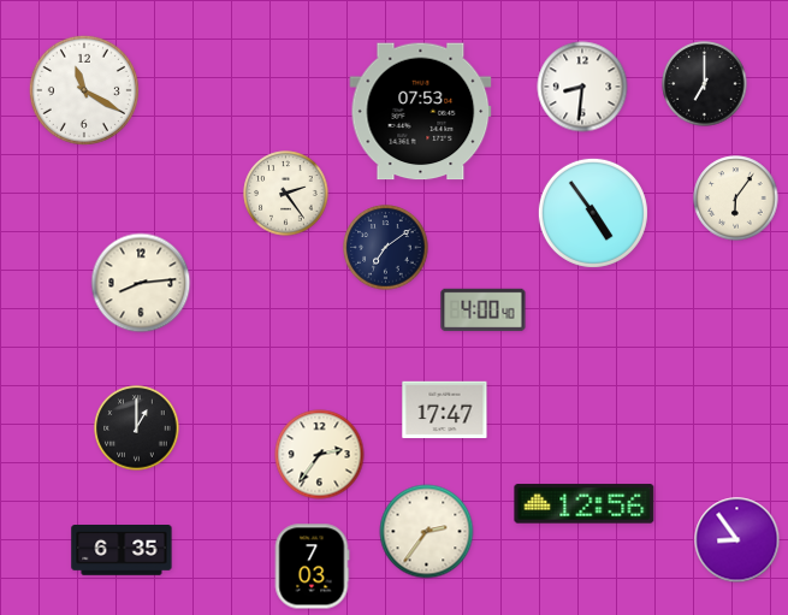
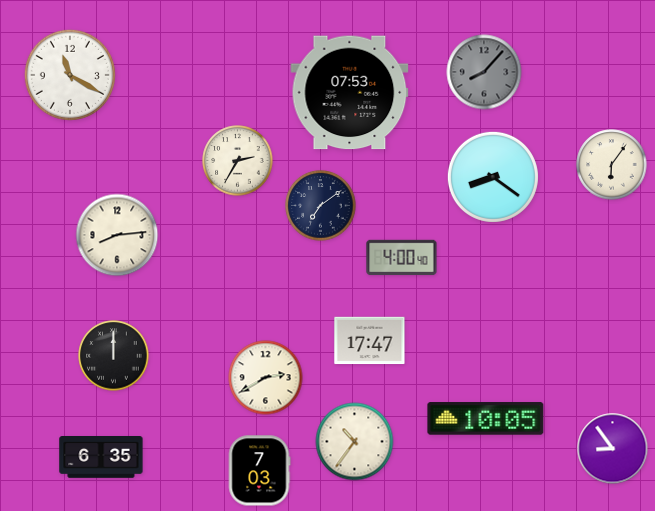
clock at (705, 84): 7:00 -> none
clock at (582, 87): 8:31 -> 8:07
clock at (582, 87) dial: white -> grey
clock at (286, 194): 2:24 -> 2:35
clock at (593, 213): 4:54 -> 8:21
clock at (137, 428): 1:00 -> 12:00
clock at (320, 455): 2:36 -> 2:40
clock at (585, 504): 12:56 -> 10:05
clock at (427, 532): 2:36 -> 10:36
